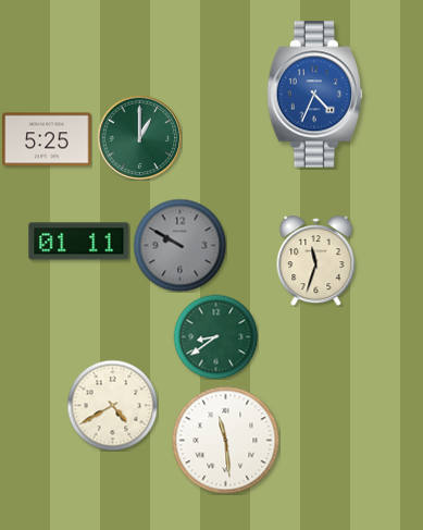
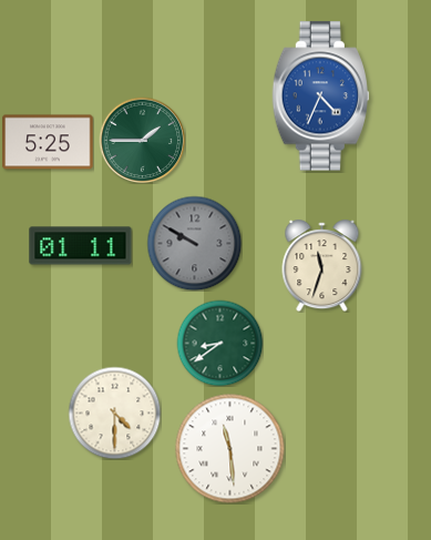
clock at (139, 137): 1:00 -> 1:45
clock at (179, 245) position: (179, 245) -> (194, 243)
clock at (112, 405): 4:40 -> 4:30
